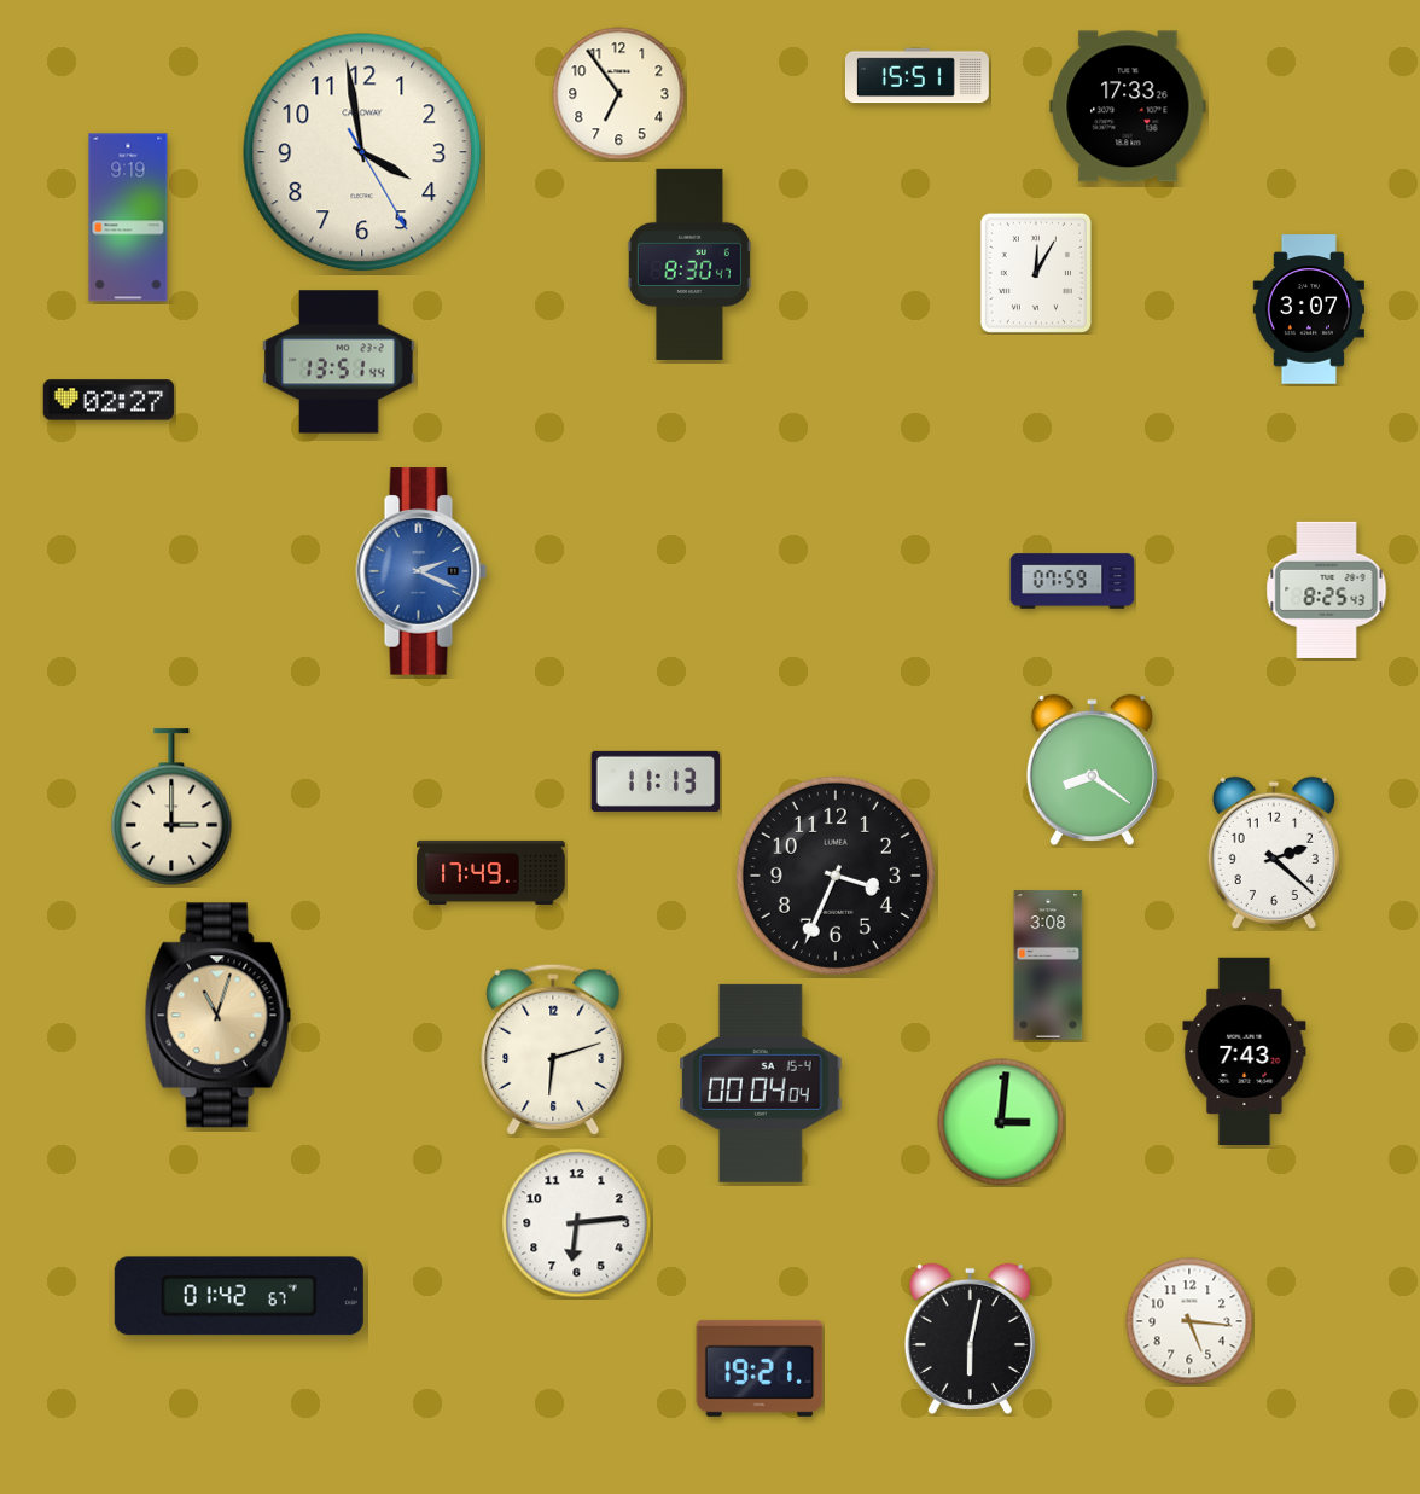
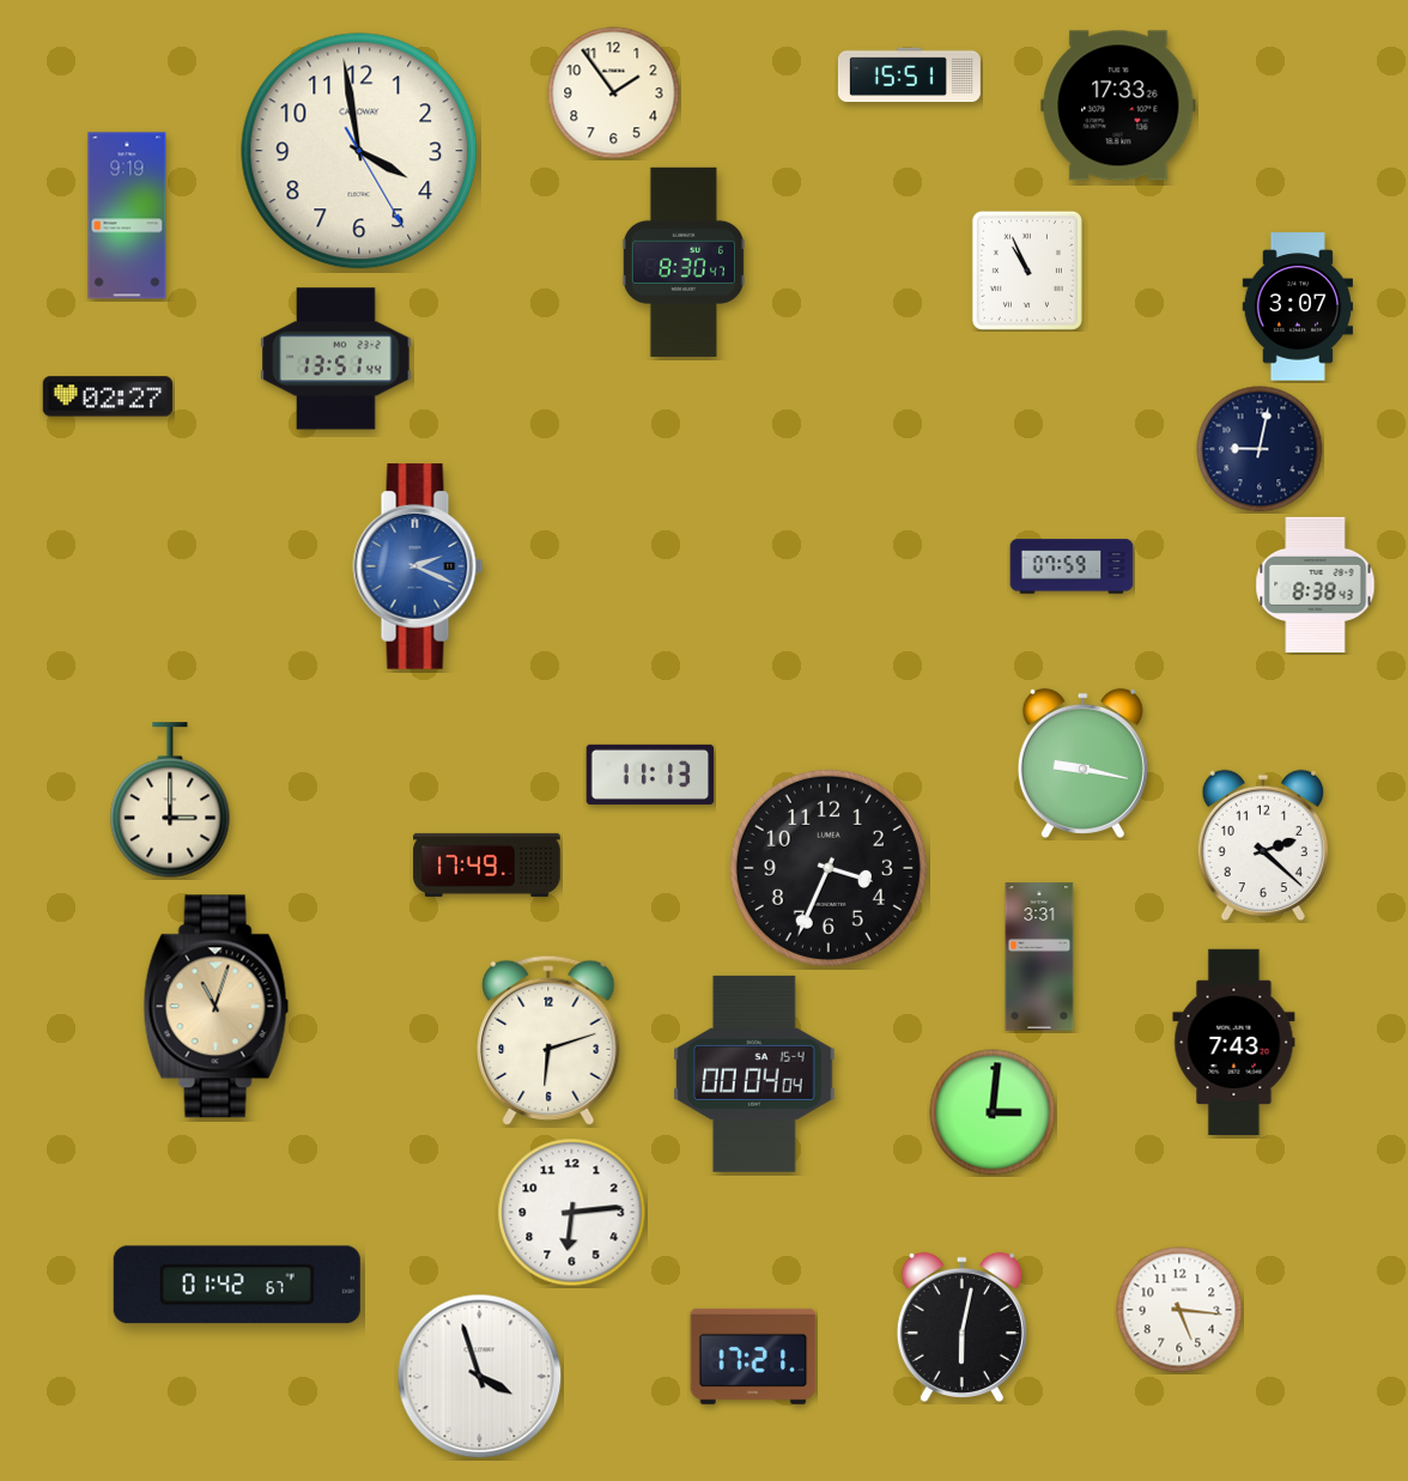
clock at (619, 94): 6:54 -> 1:54
clock at (1036, 273): 12:05 -> 10:56
clock at (1260, 449): none -> 9:02
clock at (1072, 581) position: (1072, 581) -> (1072, 566)
clock at (1327, 589): 8:25 -> 8:38
clock at (1092, 769): 8:21 -> 9:17
clock at (1048, 965): 3:08 -> 3:31
clock at (760, 1368): 19:21 -> 17:21
clock at (480, 1377): none -> 3:57
